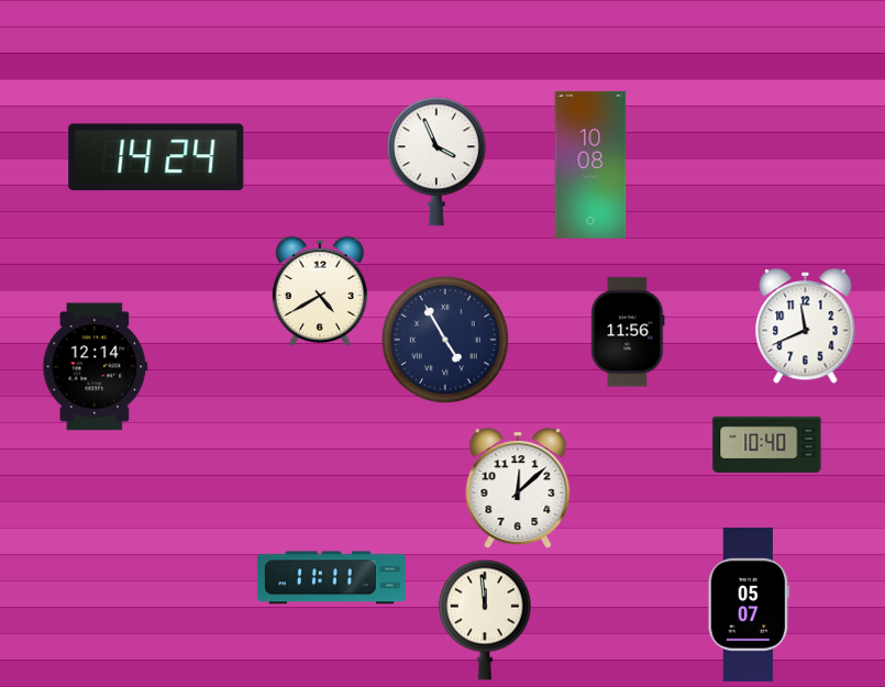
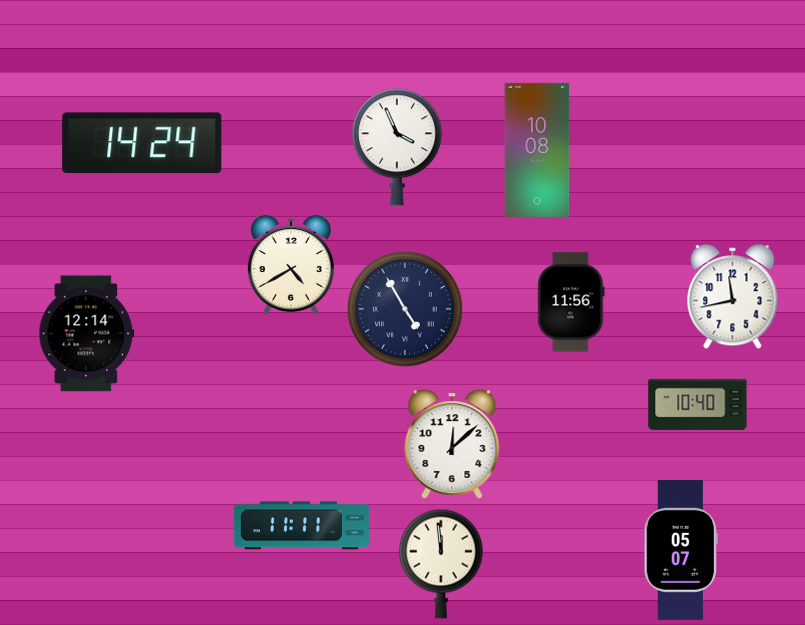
clock at (806, 326): 11:41 -> 11:43
clock at (518, 488) position: (518, 488) -> (452, 444)
